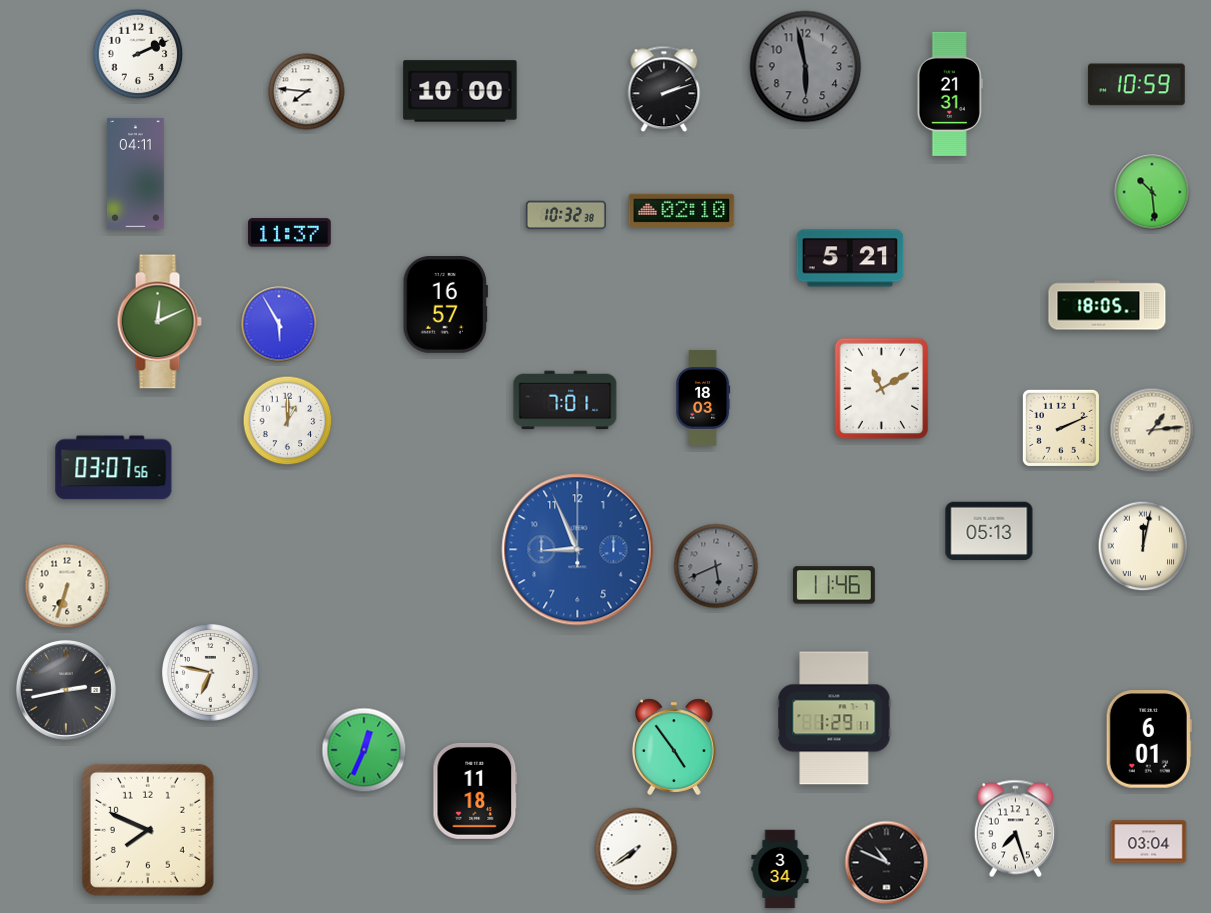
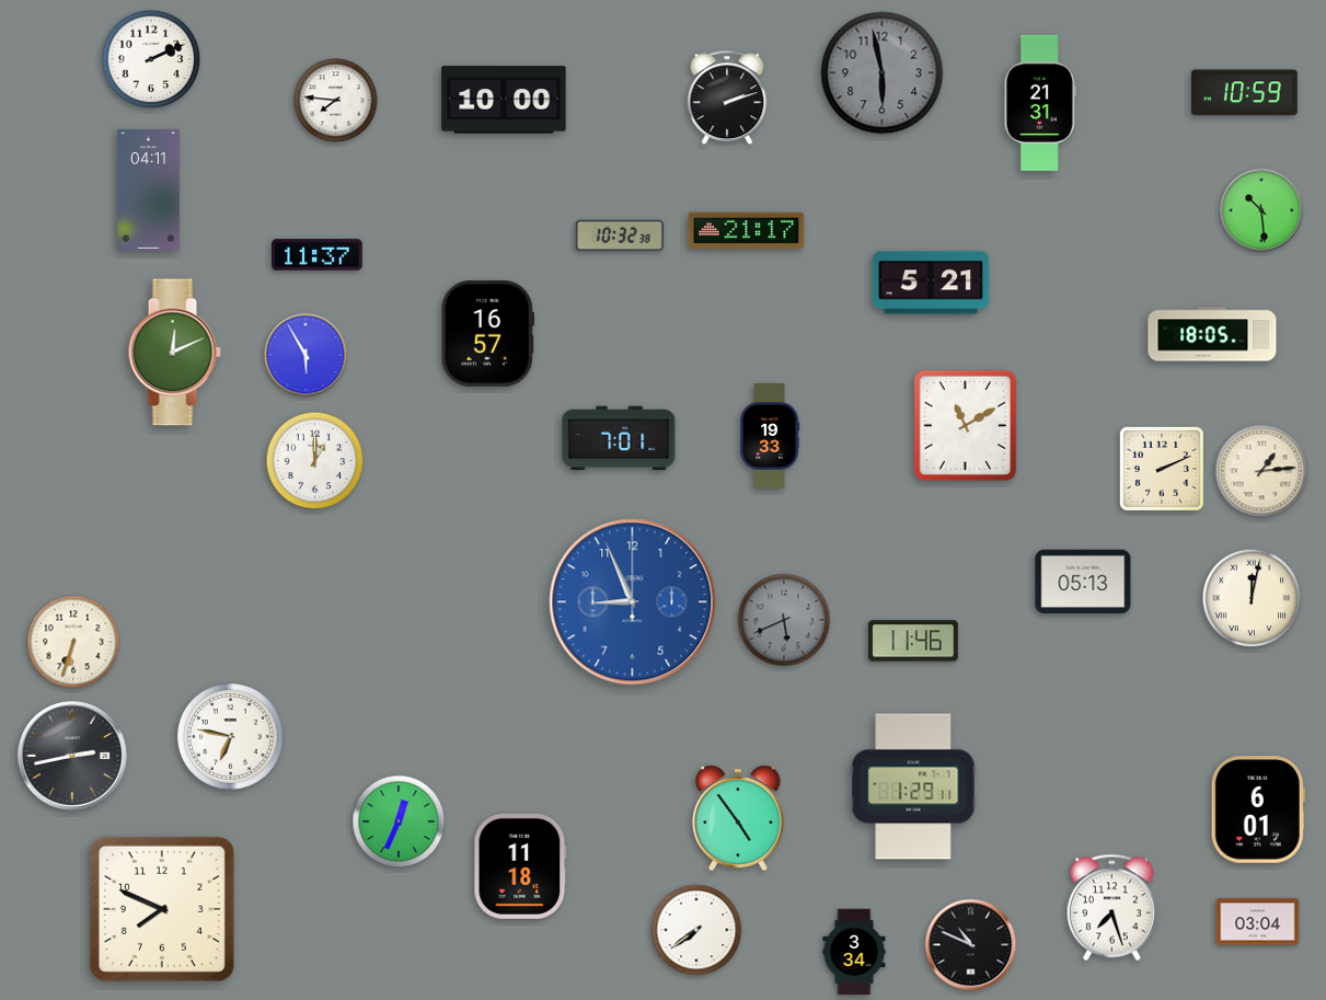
clock at (682, 210): 02:10 -> 21:17
clock at (703, 398): 18:03 -> 19:33
clock at (114, 468): 03:07 -> none
